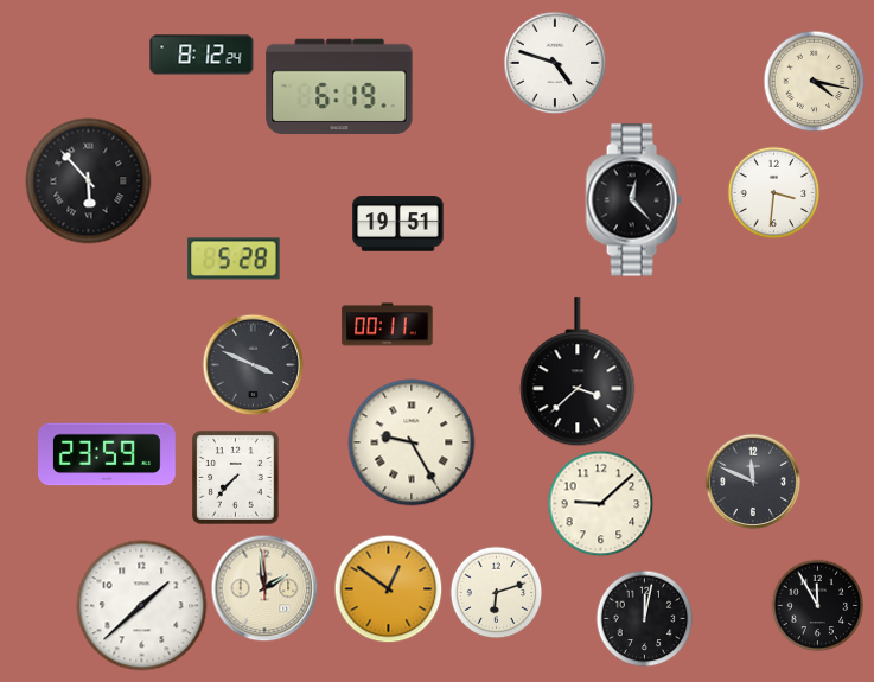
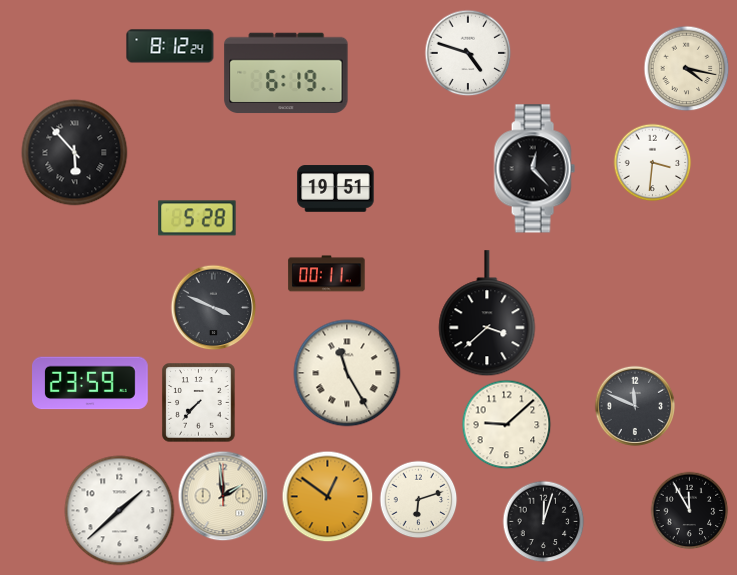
clock at (412, 442): 9:25 -> 11:25
clock at (644, 618): 12:02 -> 12:03
